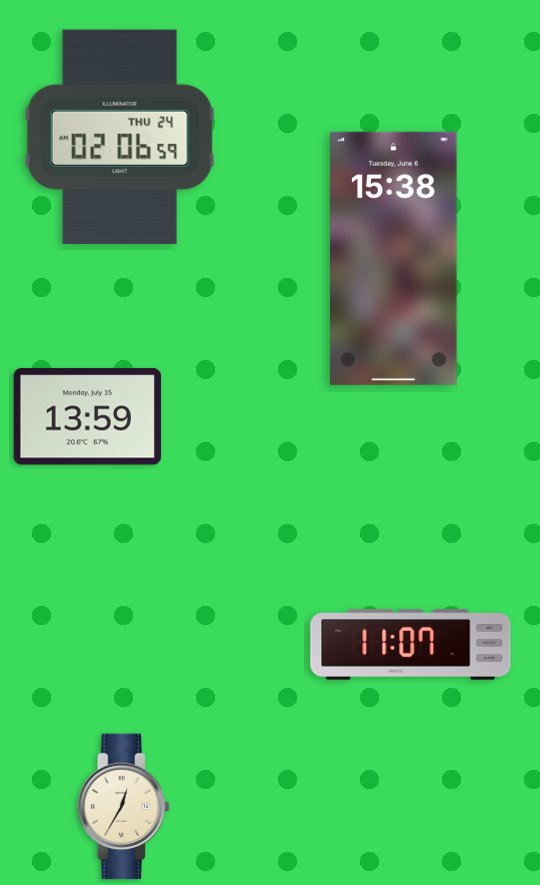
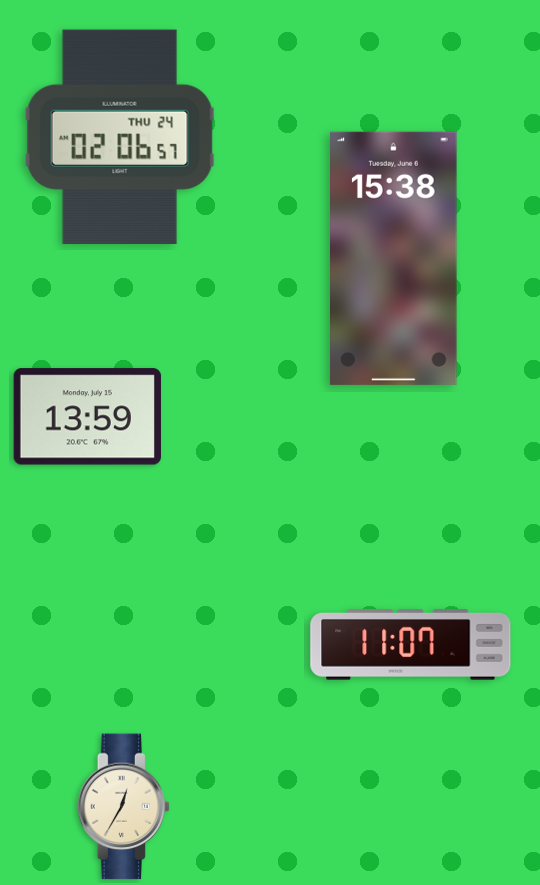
clock at (120, 137): 02:06:59 -> 02:06:57
